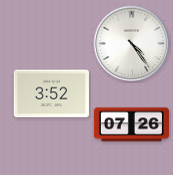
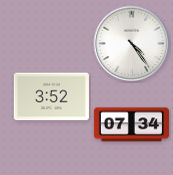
clock at (51, 94) position: (51, 94) -> (51, 97)
clock at (131, 125): 07:26 -> 07:34
